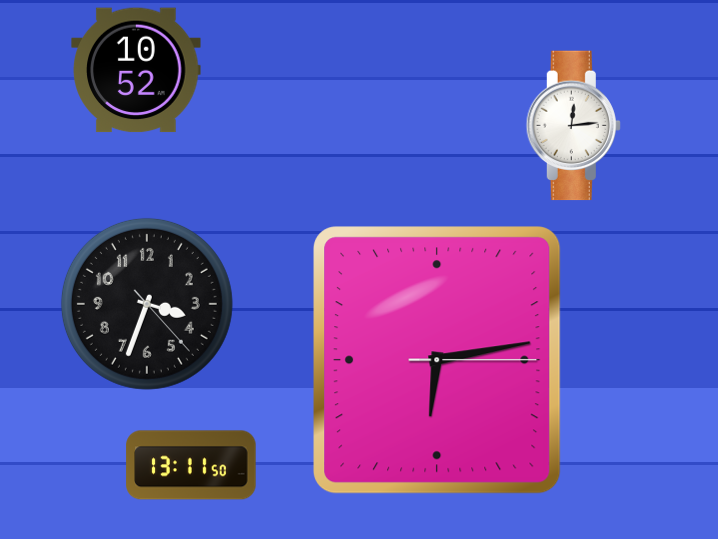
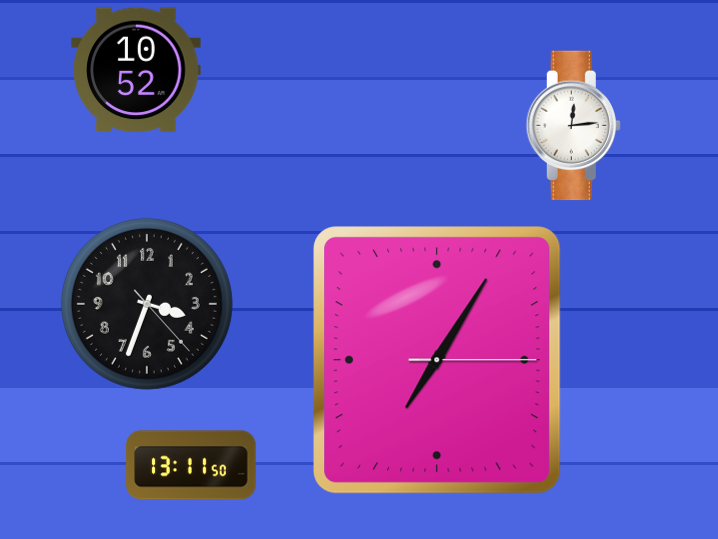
clock at (437, 360): 6:13 -> 7:05
